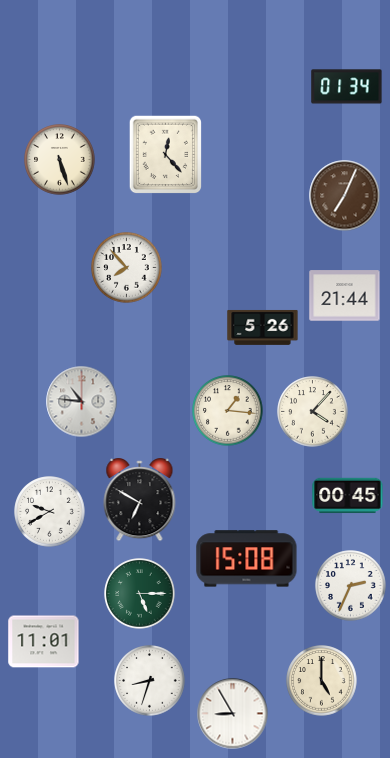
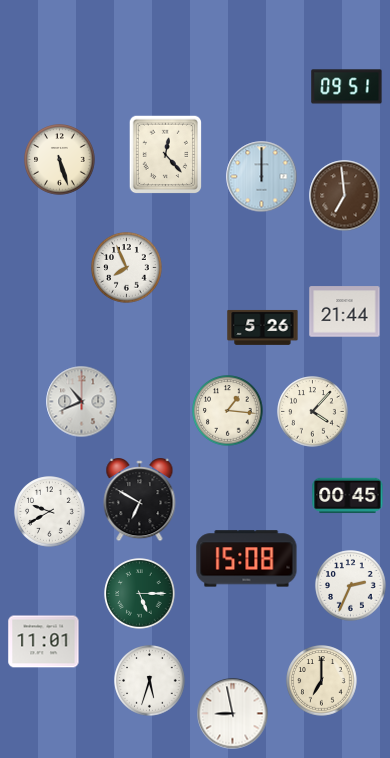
clock at (347, 87): 01:34 -> 09:51
clock at (262, 177): none -> 12:00
clock at (345, 196): 7:04 -> 6:59
clock at (127, 268): 7:53 -> 7:56
clock at (345, 296) position: (345, 296) -> (345, 312)
clock at (82, 402): 10:46 -> 10:41
clock at (150, 681): 8:33 -> 5:33
clock at (322, 681): 5:00 -> 7:00
clock at (233, 714): 8:55 -> 8:58
